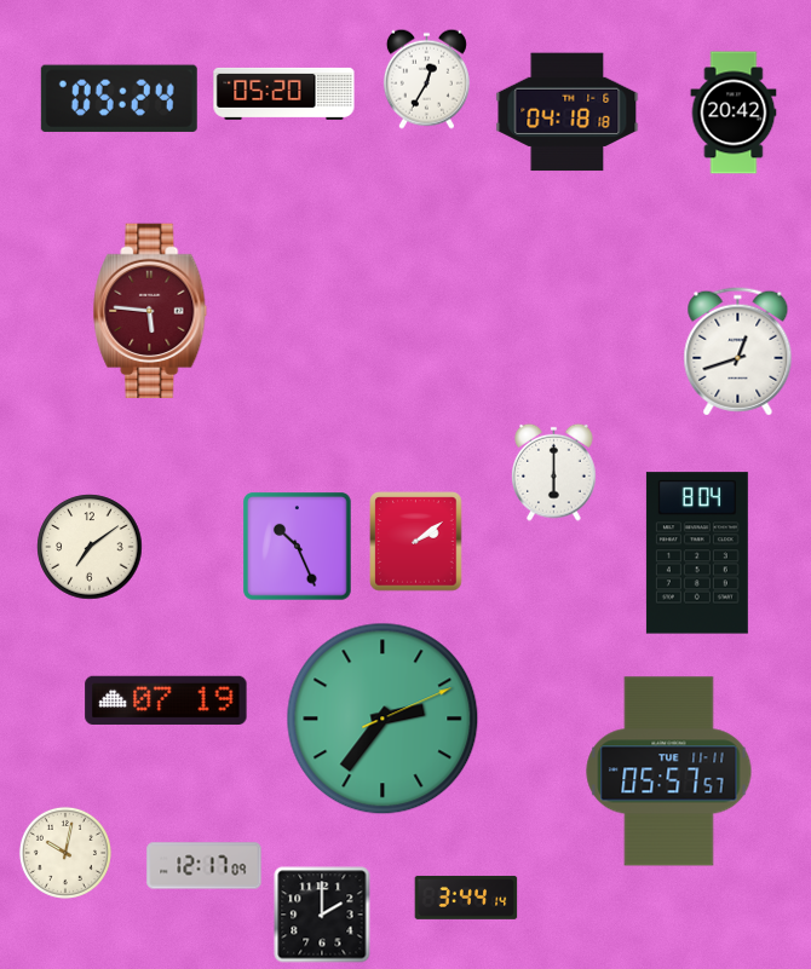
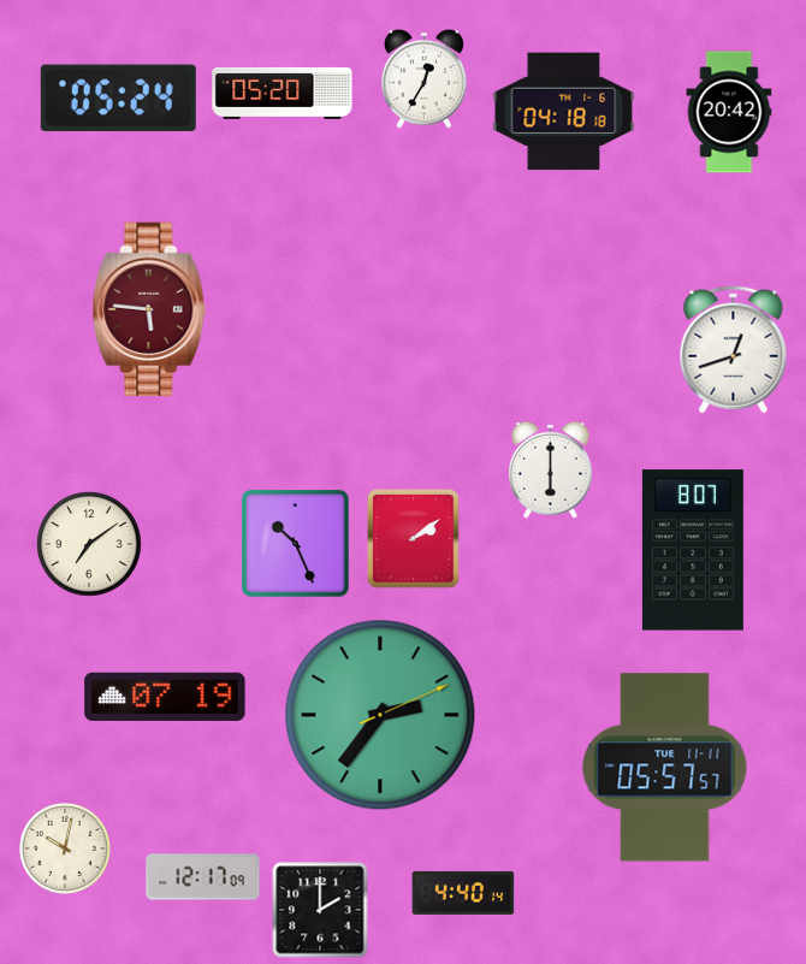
clock at (697, 553): 8:04 -> 8:07
clock at (205, 866) position: (205, 866) -> (203, 877)
clock at (466, 898): 3:44 -> 4:40
